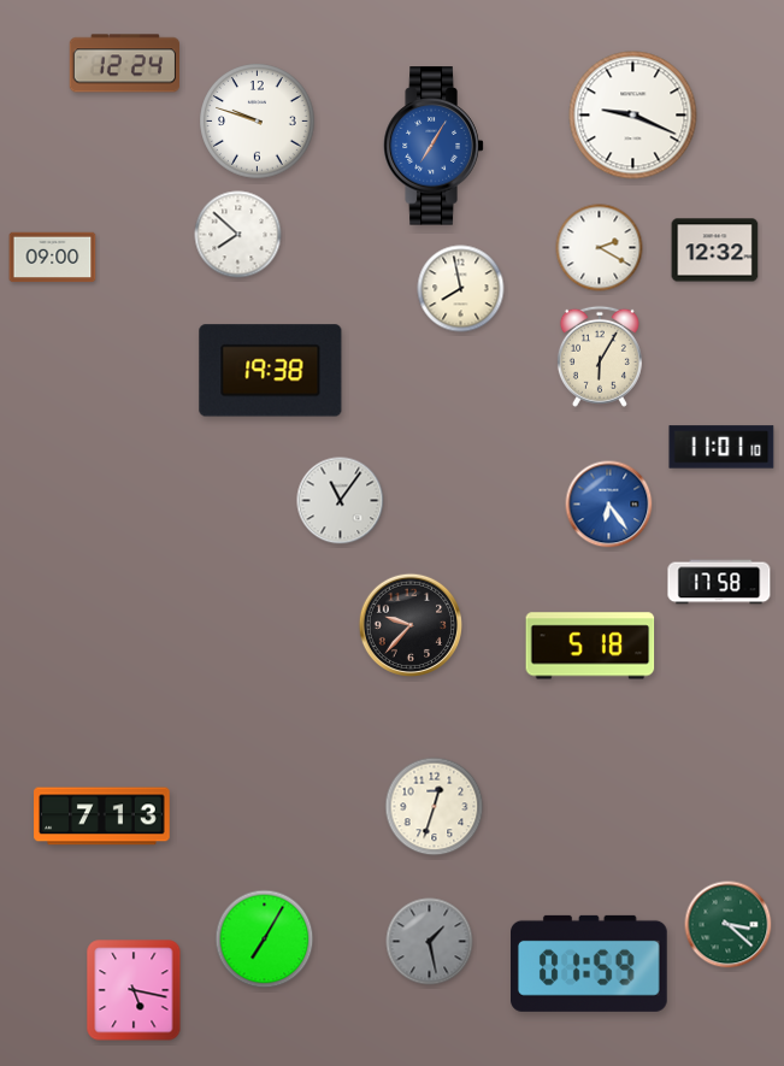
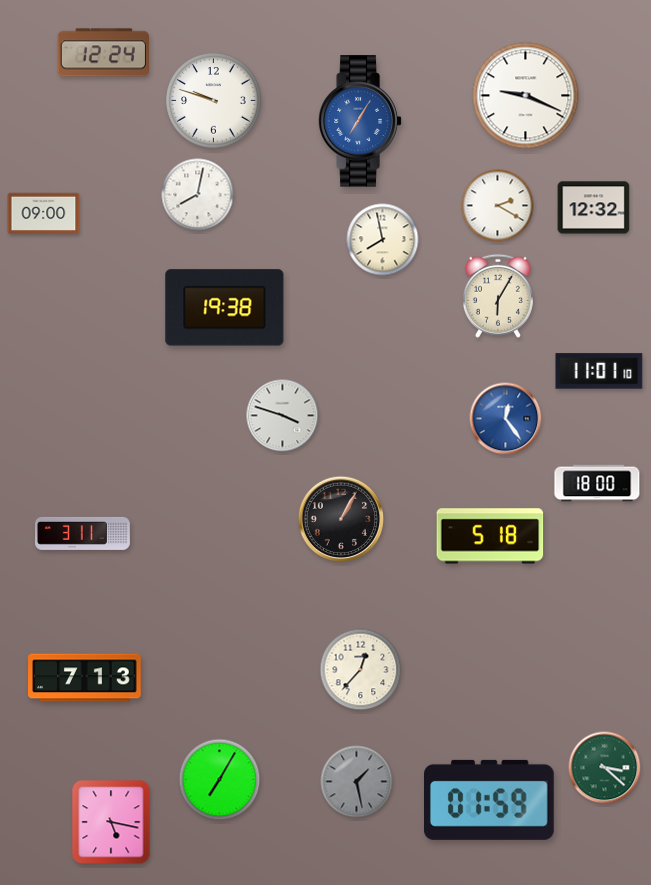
clock at (238, 235): 7:52 -> 8:02
clock at (341, 501): 11:06 -> 3:48
clock at (609, 505): 6:24 -> 12:24
clock at (719, 582): 17:58 -> 18:00
clock at (409, 624): 9:37 -> 1:05
clock at (83, 533): none -> 3:11
clock at (435, 807): 12:33 -> 12:37
